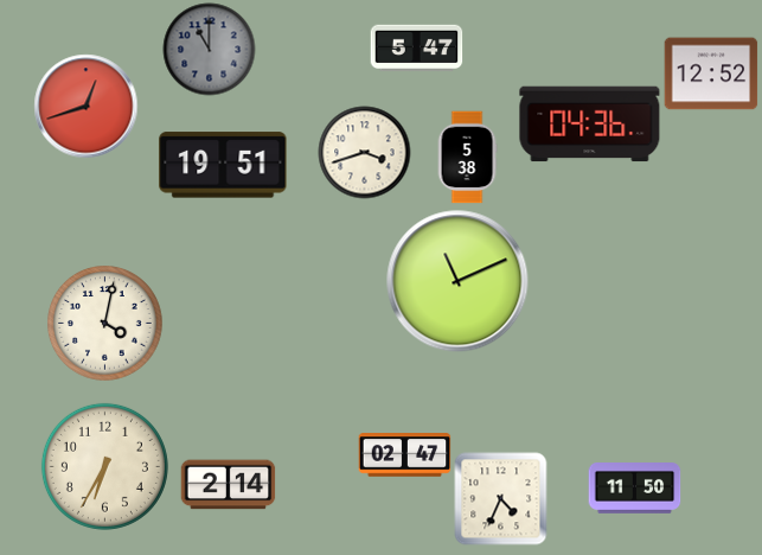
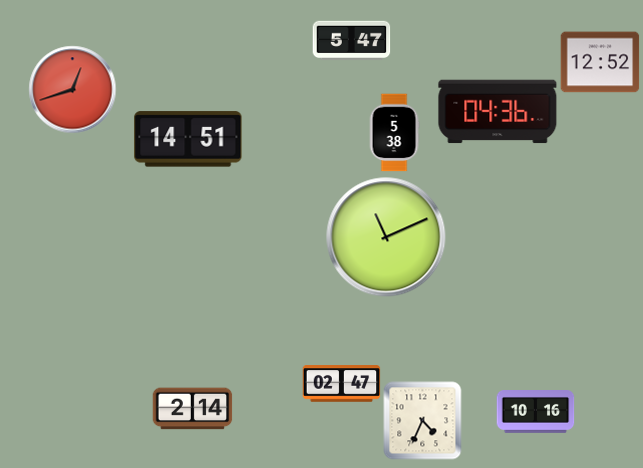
clock at (209, 49): 11:00 -> none
clock at (590, 125) position: (590, 125) -> (498, 112)
clock at (364, 152): 3:42 -> none
clock at (223, 165): 19:51 -> 14:51
clock at (105, 324): 4:02 -> none
clock at (104, 466): 6:35 -> none
clock at (634, 489): 11:50 -> 10:16
